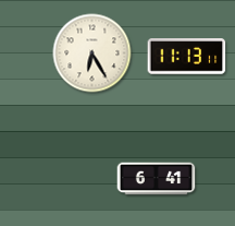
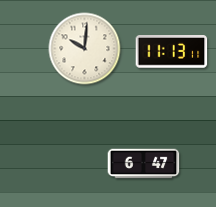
clock at (92, 53): 6:25 -> 10:01
clock at (157, 179): 6:41 -> 6:47
